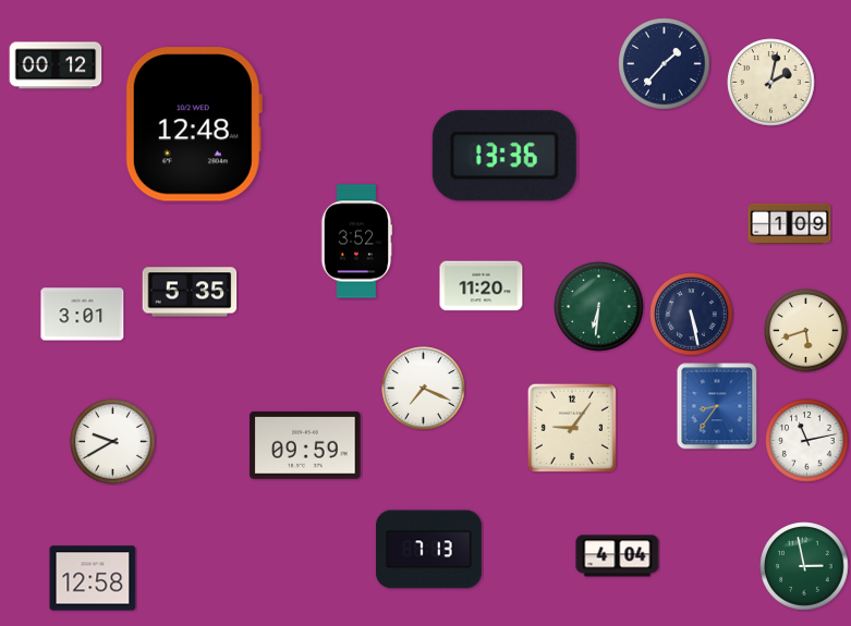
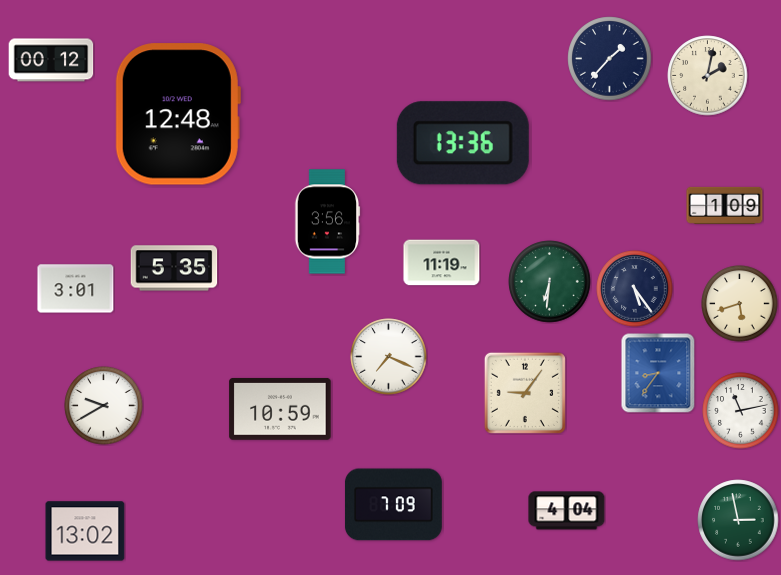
clock at (356, 242): 3:52 -> 3:56
clock at (482, 286): 11:20 -> 11:19
clock at (692, 315): 5:28 -> 5:24
clock at (807, 441) position: (807, 441) -> (741, 411)
clock at (305, 445): 09:59 -> 10:59
clock at (428, 550): 7:13 -> 7:09
clock at (93, 578): 12:58 -> 13:02
